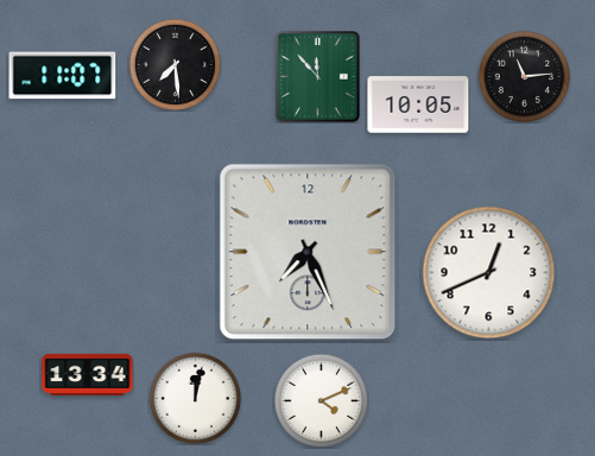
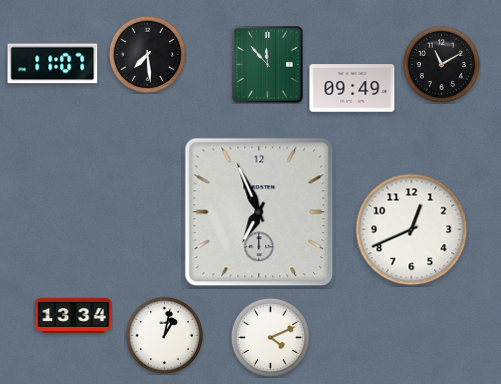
clock at (524, 76): 11:14 -> 11:10
clock at (418, 104): 10:05 -> 09:49
clock at (308, 252): 7:26 -> 6:56
clock at (195, 398): 12:02 -> 1:02
